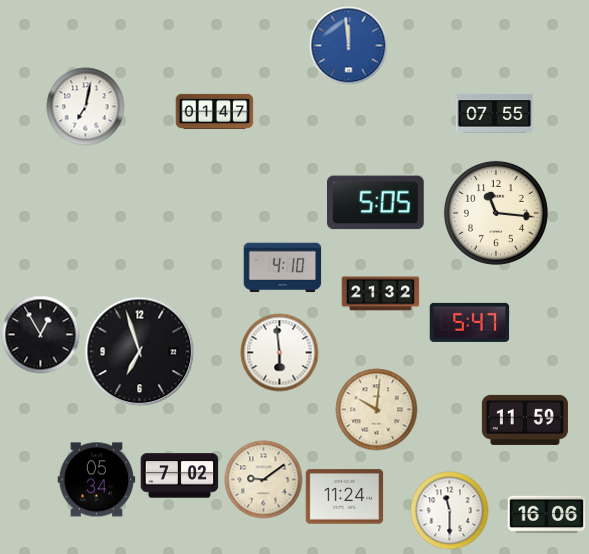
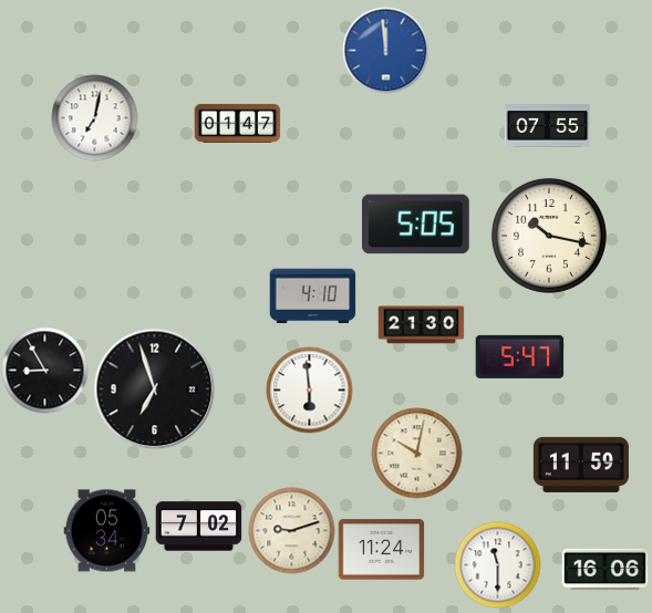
clock at (496, 213): 11:16 -> 10:17
clock at (380, 294): 21:32 -> 21:30
clock at (40, 334): 12:55 -> 8:55
clock at (376, 409): 10:01 -> 10:02
clock at (263, 479): 9:09 -> 9:12
